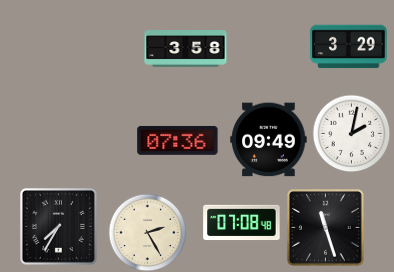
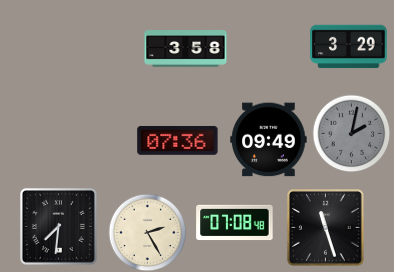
clock at (351, 133) dial: white -> grey
clock at (242, 223) position: (242, 223) -> (235, 223)
clock at (58, 226): 7:35 -> 7:31
